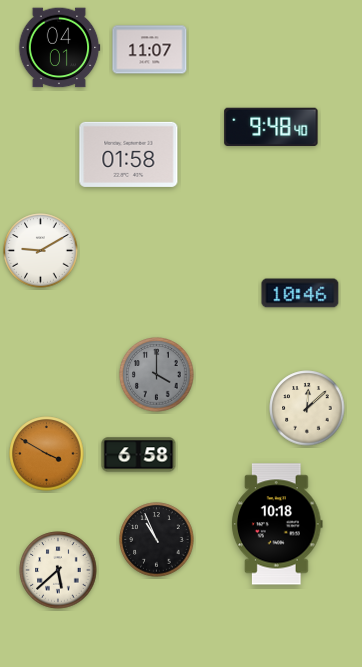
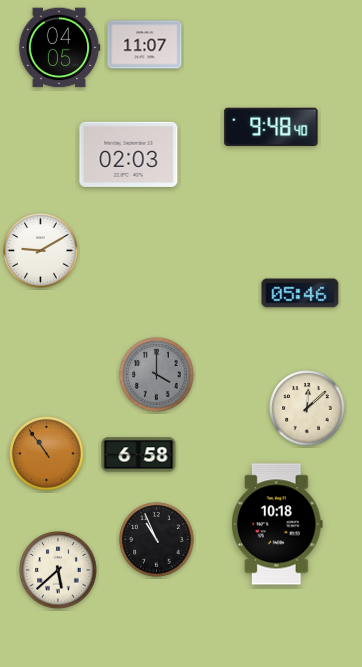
clock at (59, 48): 04:01 -> 04:05
clock at (150, 50) position: (150, 50) -> (145, 45)
clock at (129, 154): 01:58 -> 02:03
clock at (300, 293): 10:46 -> 05:46
clock at (47, 454): 3:50 -> 10:54
